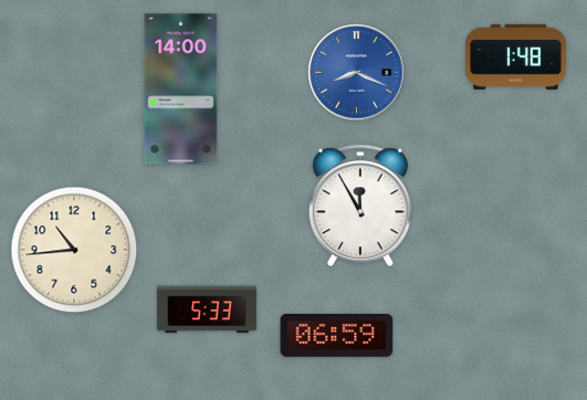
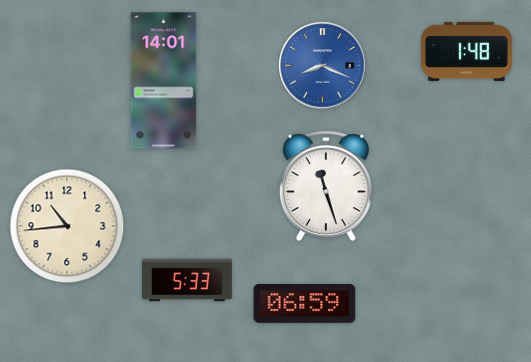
clock at (181, 90): 14:00 -> 14:01
clock at (360, 206): 11:55 -> 11:27
